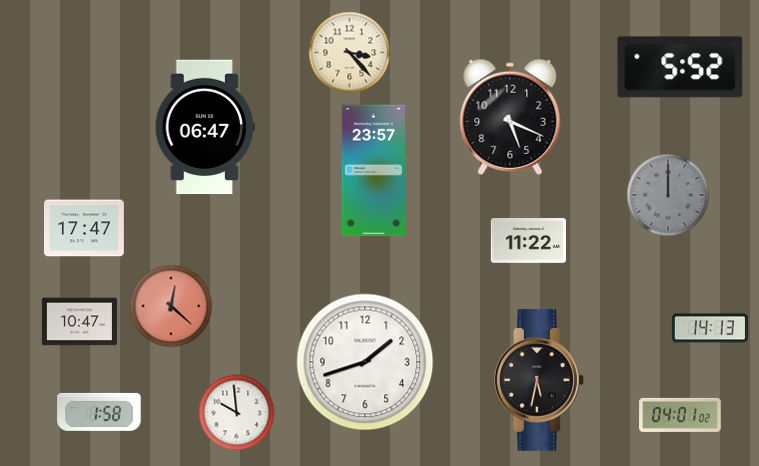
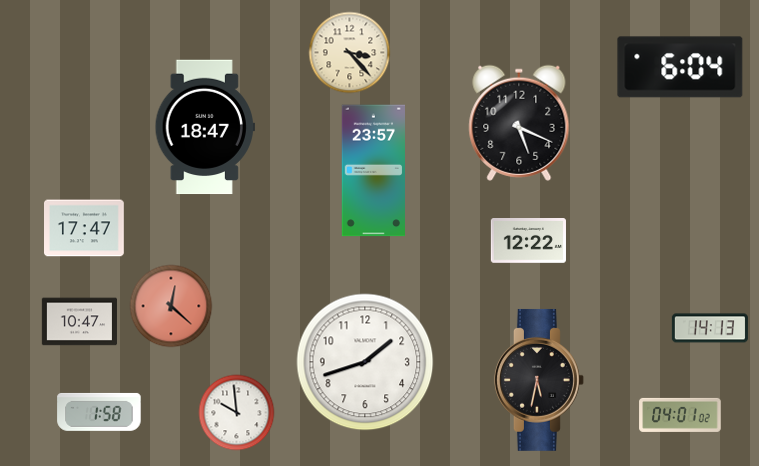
clock at (680, 67): 5:52 -> 6:04
clock at (510, 117) position: (510, 117) -> (519, 123)
clock at (205, 127): 06:47 -> 18:47
clock at (668, 195): 12:00 -> none
clock at (528, 241): 11:22 -> 12:22
